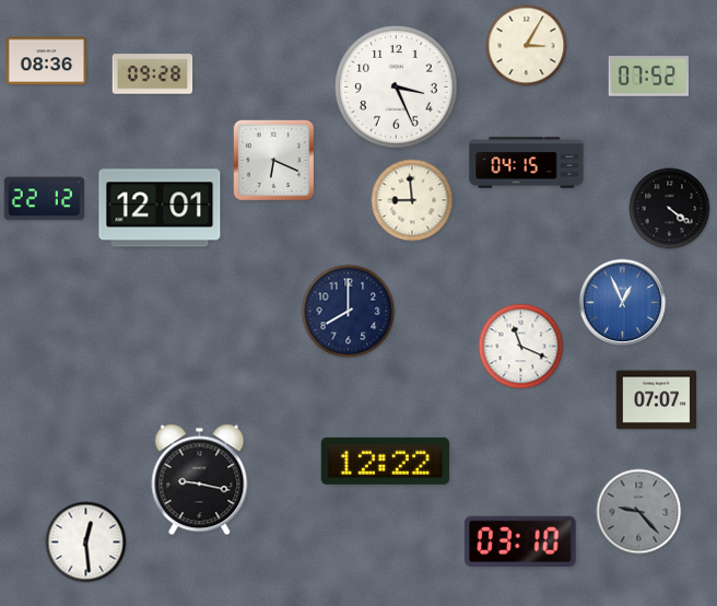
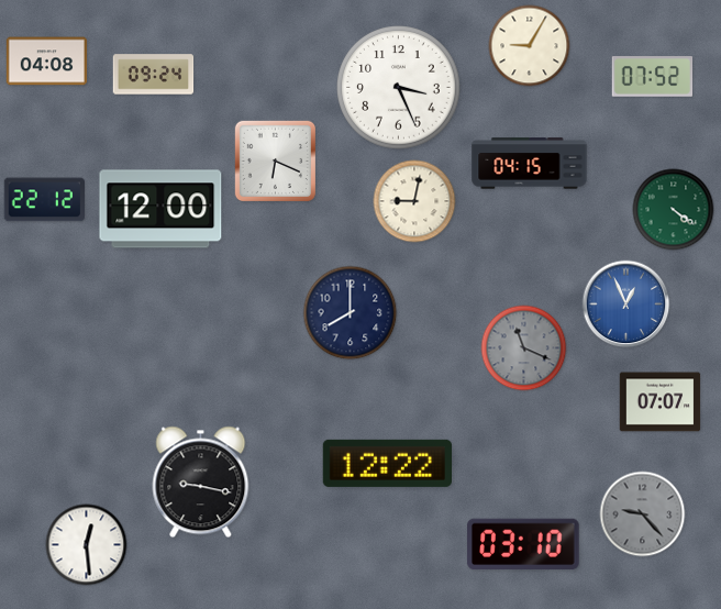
clock at (527, 46): 3:05 -> 9:05
clock at (47, 61): 08:36 -> 04:08
clock at (153, 74): 09:28 -> 09:24
clock at (412, 200): 8:59 -> 9:02
clock at (160, 208): 12:01 -> 12:00
clock at (670, 209) dial: black -> green
clock at (521, 347) dial: white -> grey
